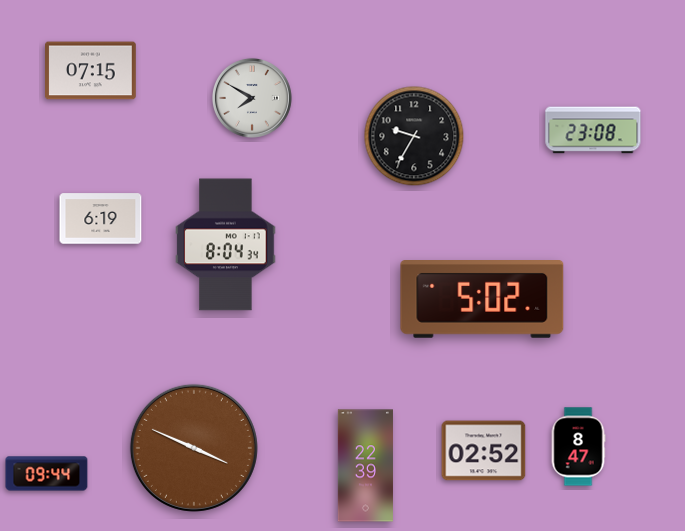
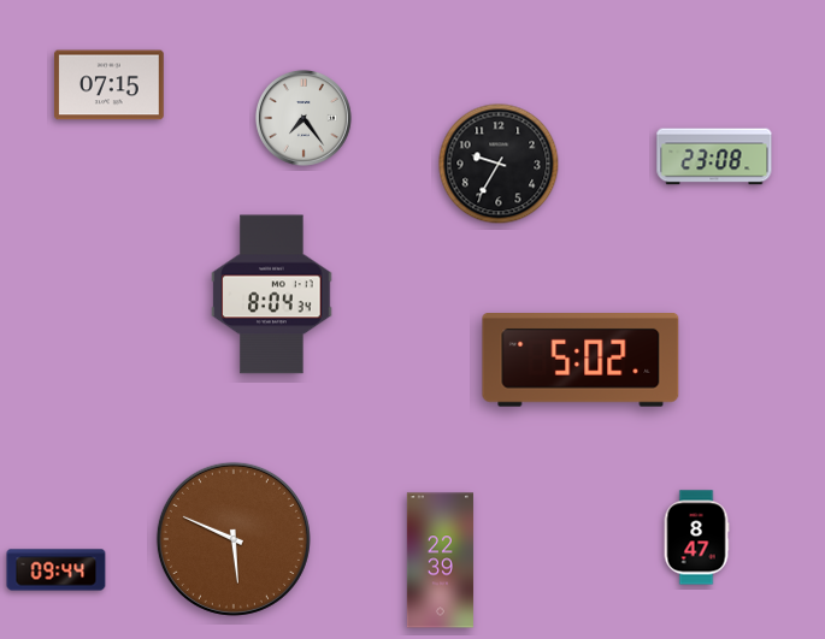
clock at (252, 98): 7:50 -> 7:24
clock at (101, 219): 6:19 -> none
clock at (194, 448): 3:49 -> 5:49
clock at (484, 451): 02:52 -> none
